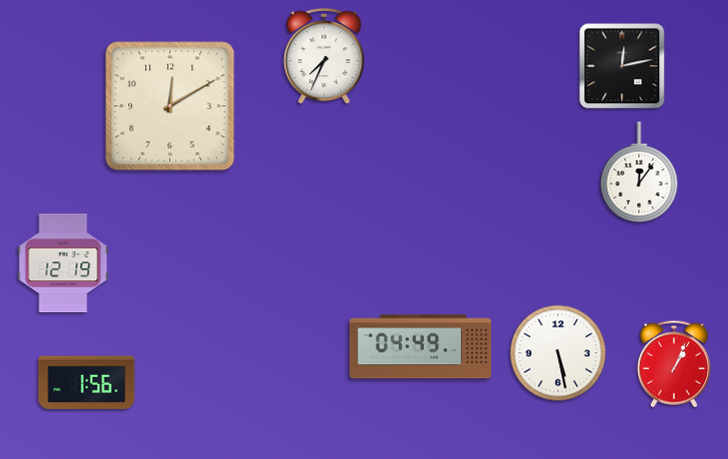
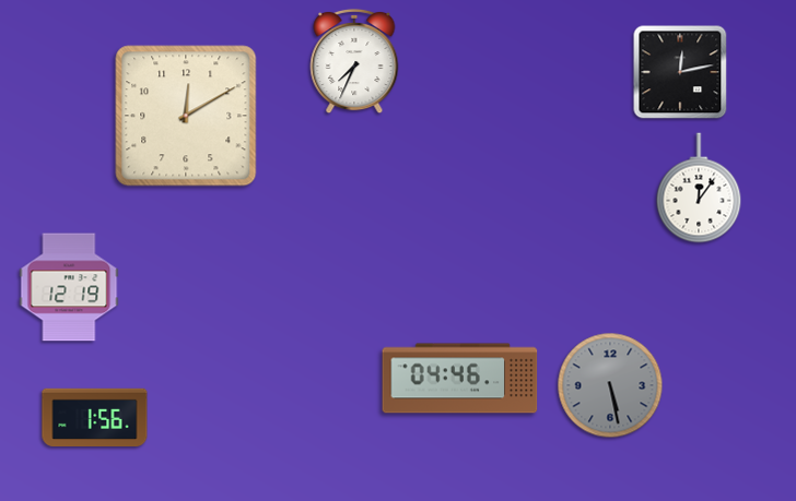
clock at (421, 347): 04:49 -> 04:46
clock at (558, 353) dial: white -> grey
clock at (674, 364): 1:04 -> none
